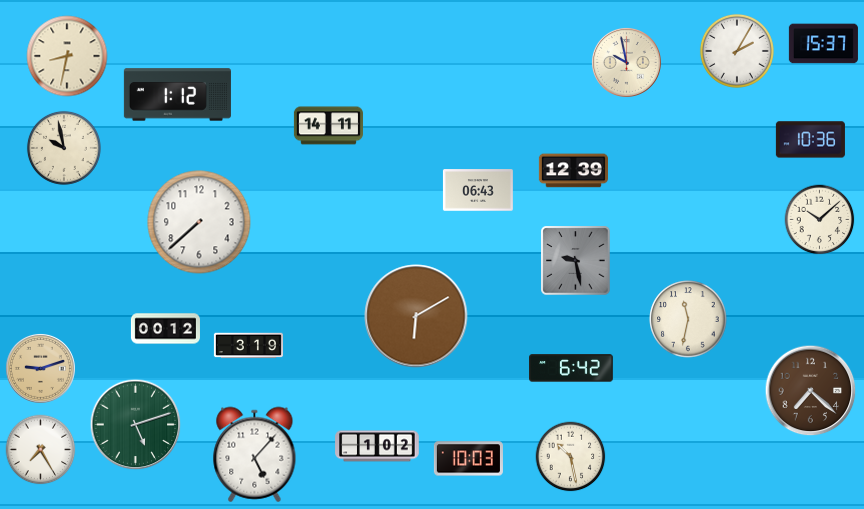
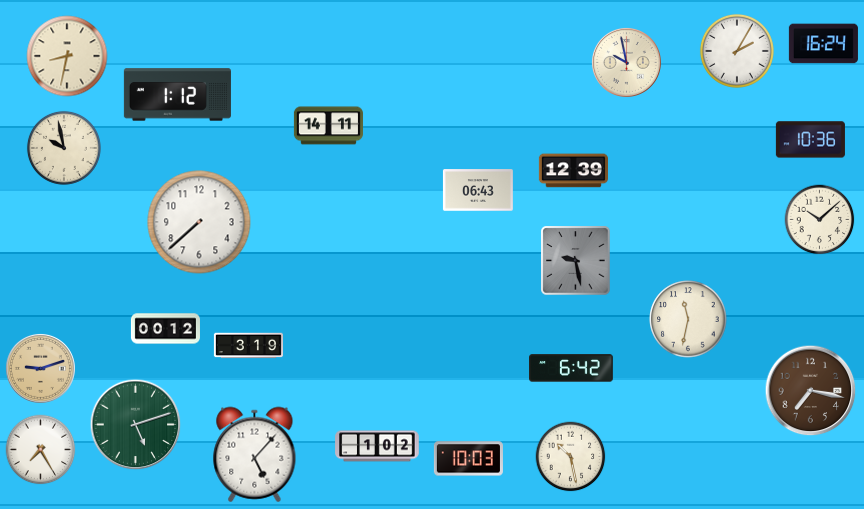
clock at (823, 44): 15:37 -> 16:24
clock at (416, 316): 6:10 -> none
clock at (811, 391): 7:22 -> 7:17
